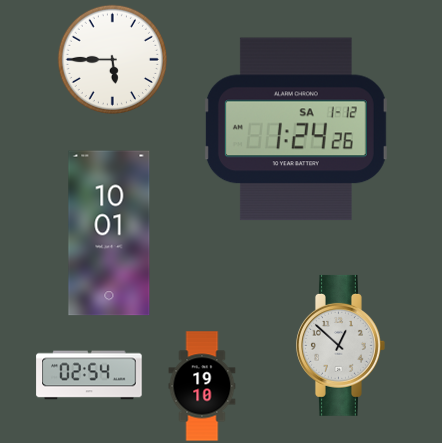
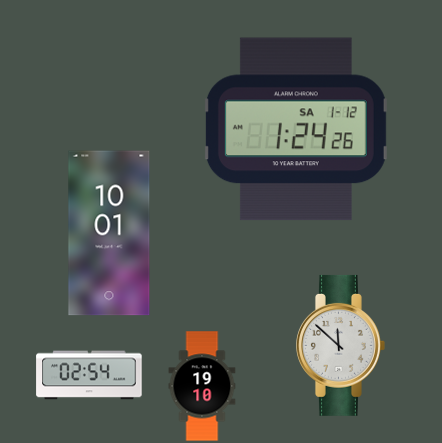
clock at (112, 59): 5:45 -> none
clock at (341, 345): 12:52 -> 11:52
